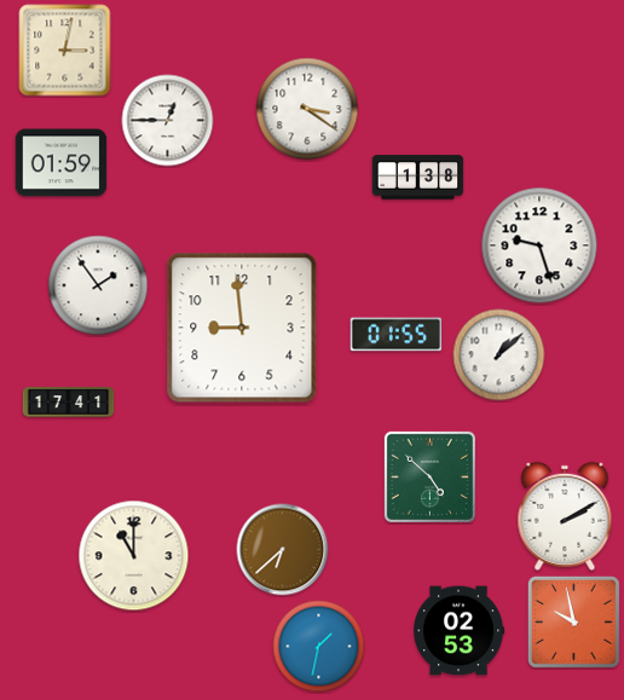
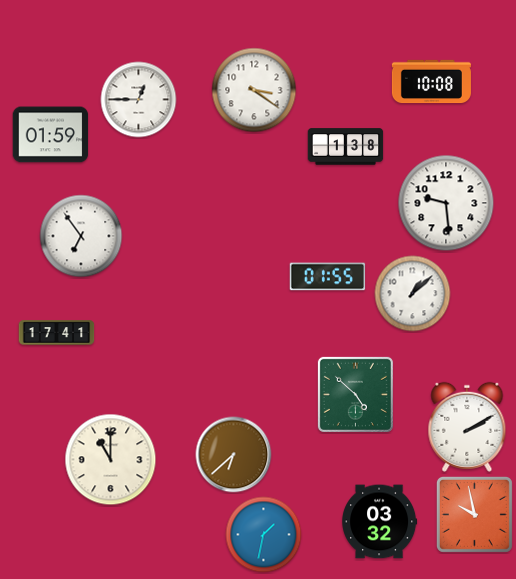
clock at (65, 51): 3:02 -> none
clock at (431, 82): none -> 10:08
clock at (539, 245): 9:27 -> 9:29
clock at (98, 285): 1:54 -> 6:54
clock at (242, 328): 8:59 -> none
clock at (460, 631): 02:53 -> 03:32
